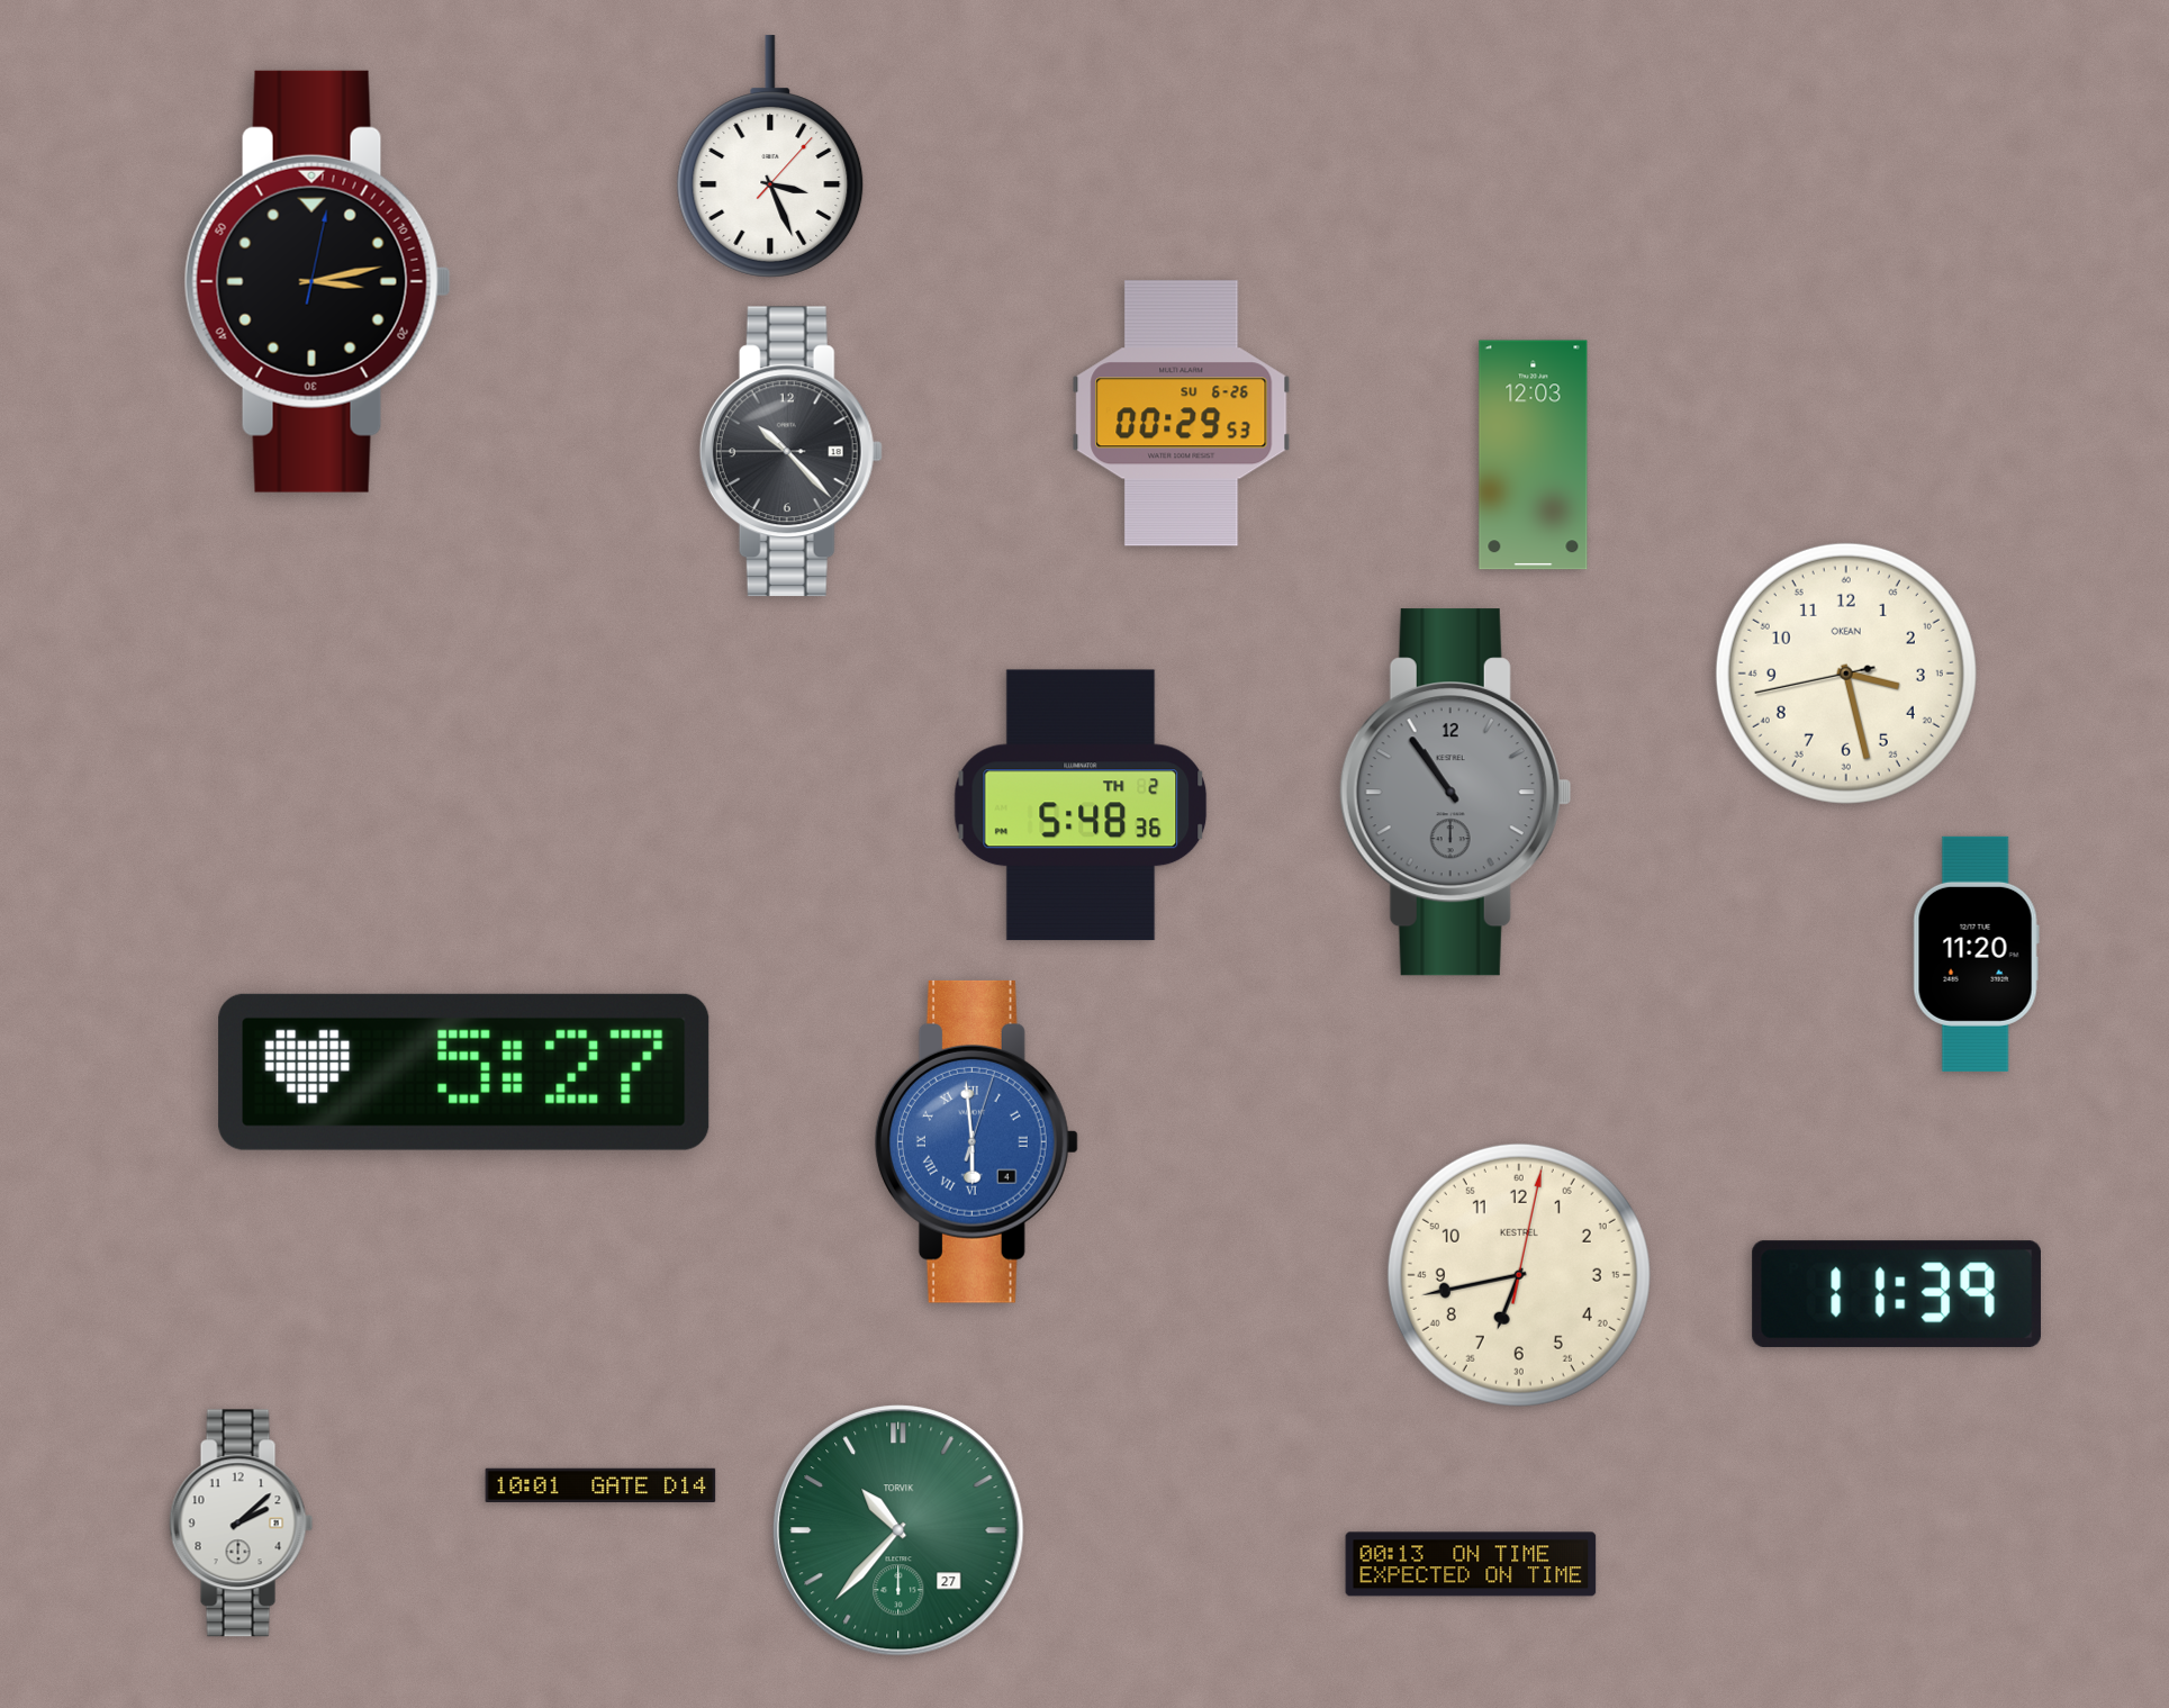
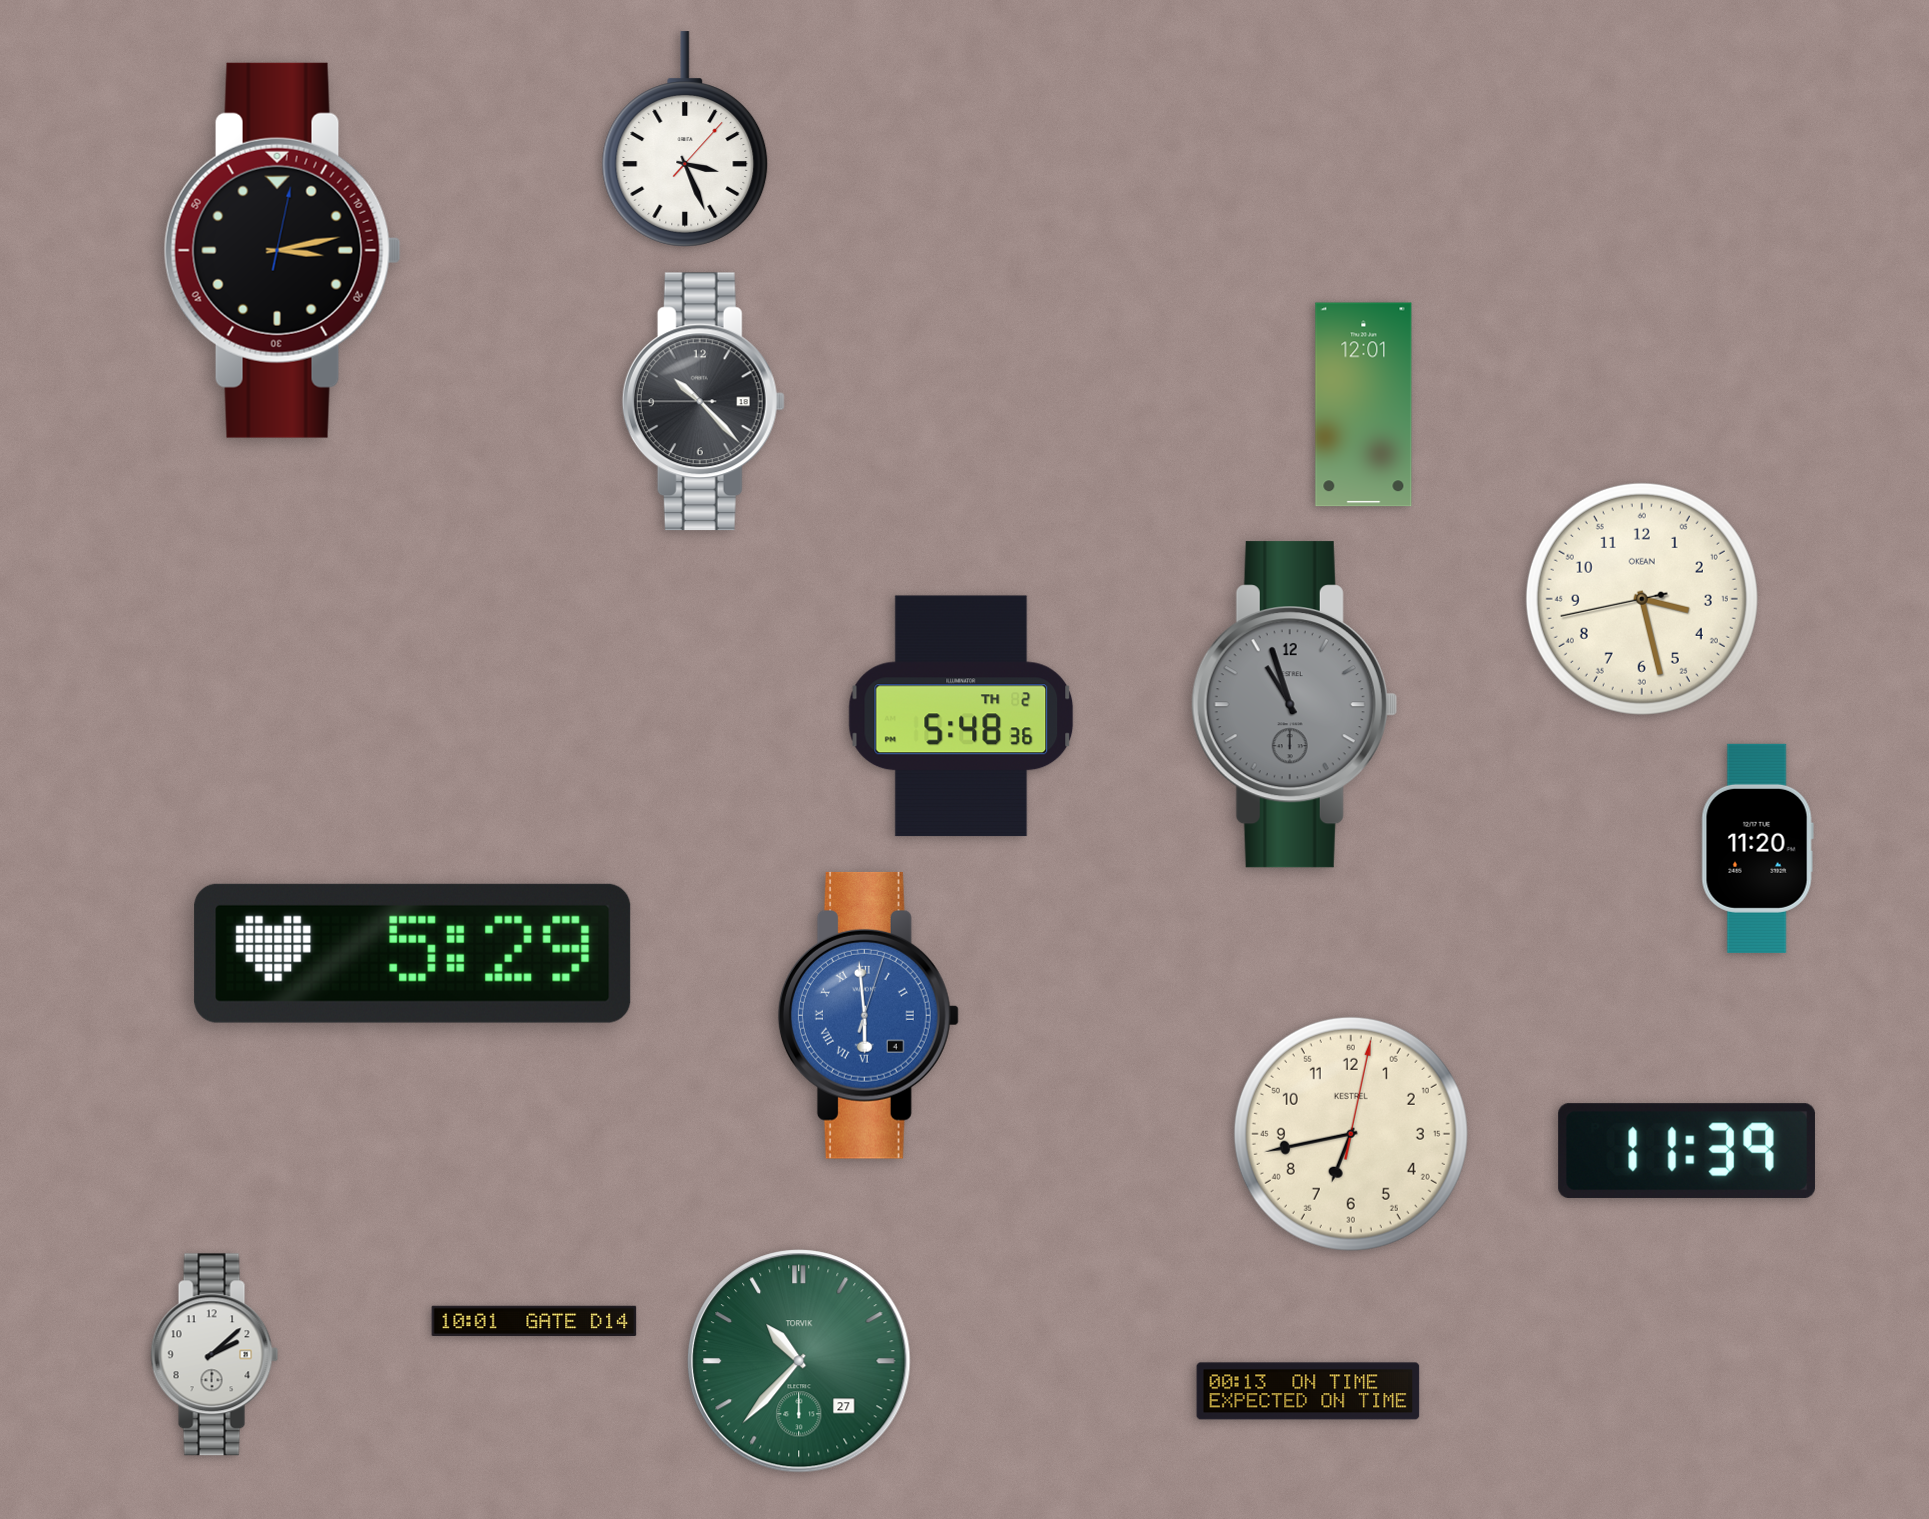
clock at (1182, 414): 00:29 -> none
clock at (1534, 455): 12:03 -> 12:01
clock at (1455, 793): 10:54 -> 10:57
clock at (464, 1072): 5:27 -> 5:29
